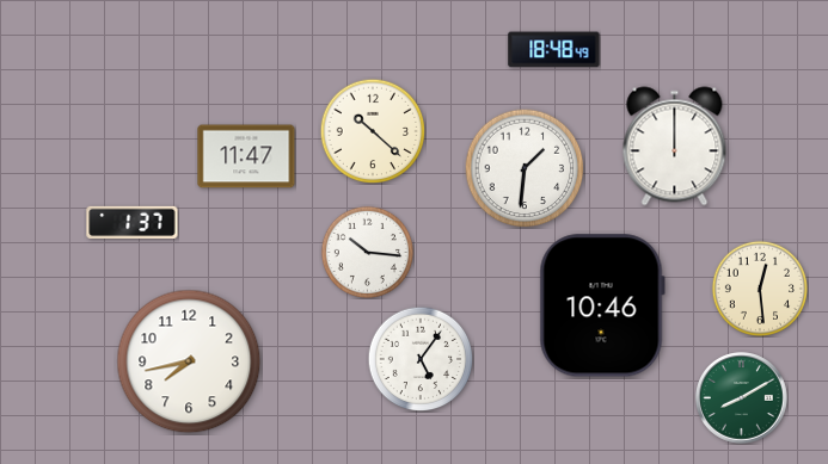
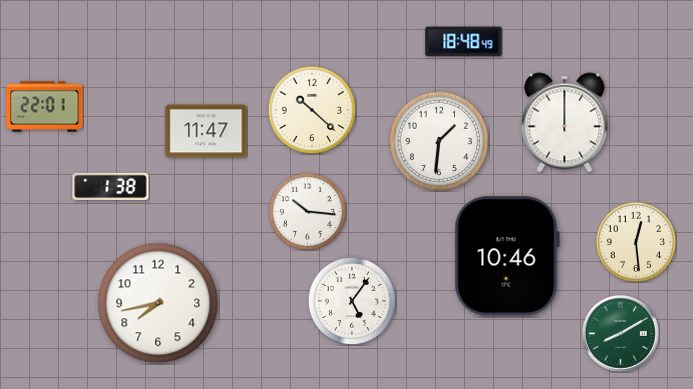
clock at (45, 107): none -> 22:01
clock at (133, 222): 1:37 -> 1:38
clock at (602, 305) position: (602, 305) -> (507, 256)
